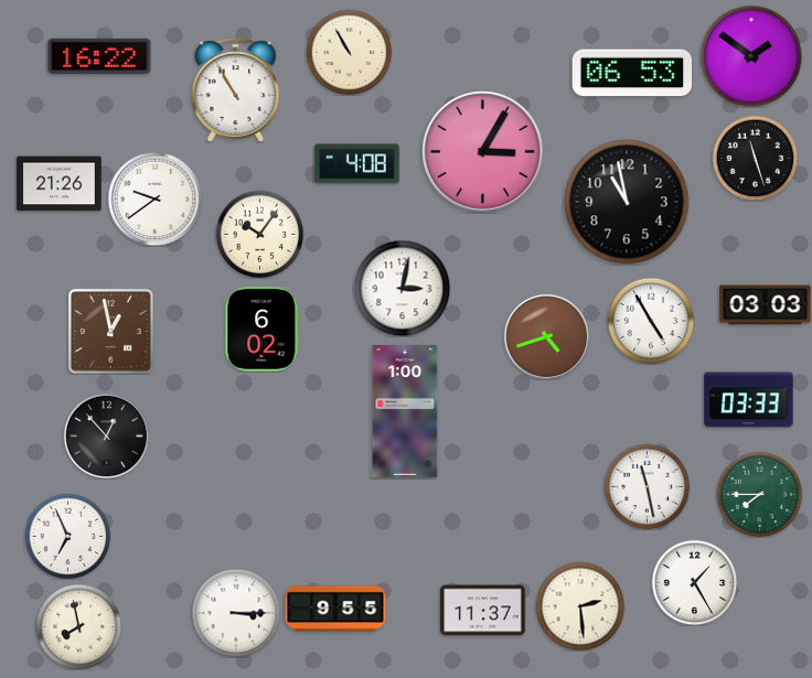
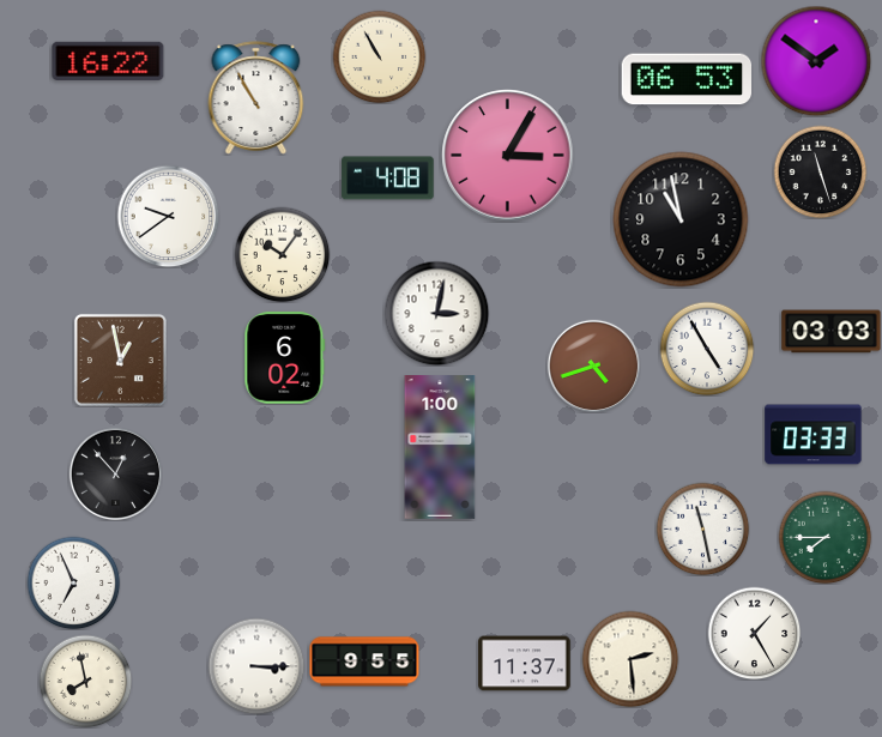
clock at (483, 152) position: (483, 152) -> (508, 156)
clock at (60, 184): 21:26 -> none
